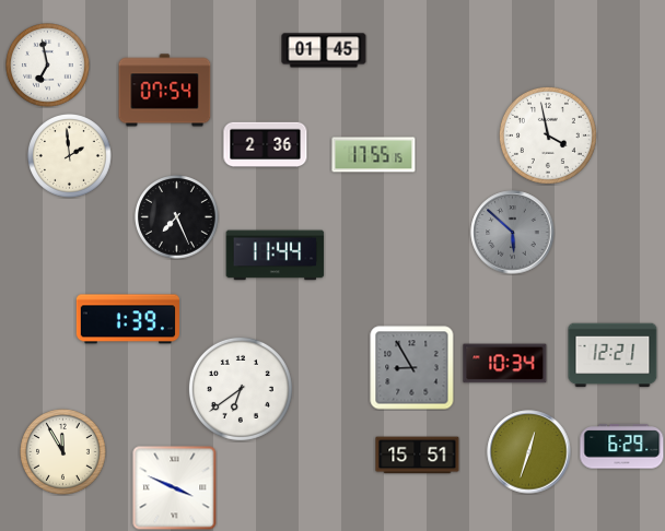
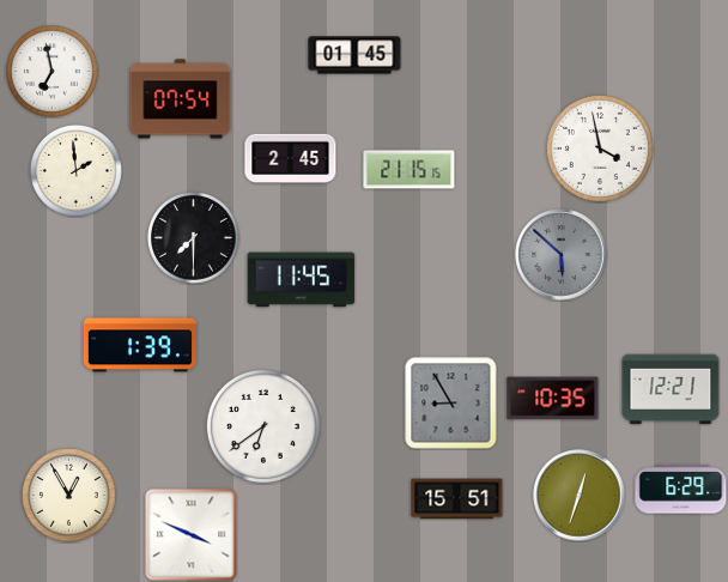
clock at (266, 145): 2:36 -> 2:45
clock at (374, 155): 17:55 -> 21:15
clock at (177, 217): 7:26 -> 7:30
clock at (276, 256): 11:44 -> 11:45
clock at (128, 319) position: (128, 319) -> (140, 345)
clock at (505, 364): 10:34 -> 10:35
clock at (63, 452): 11:55 -> 12:55
